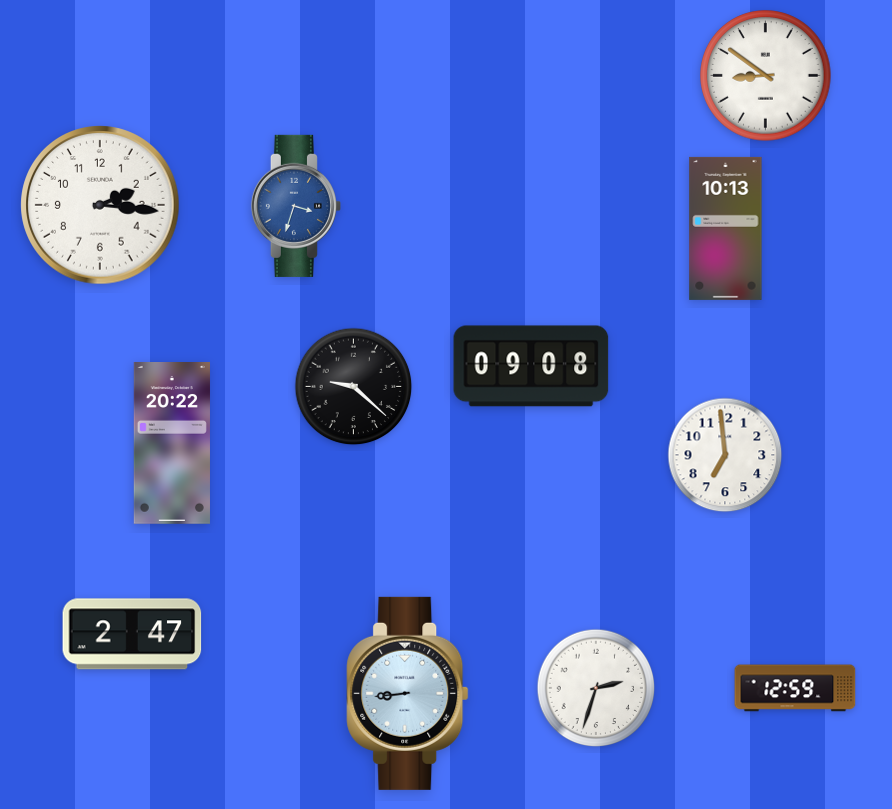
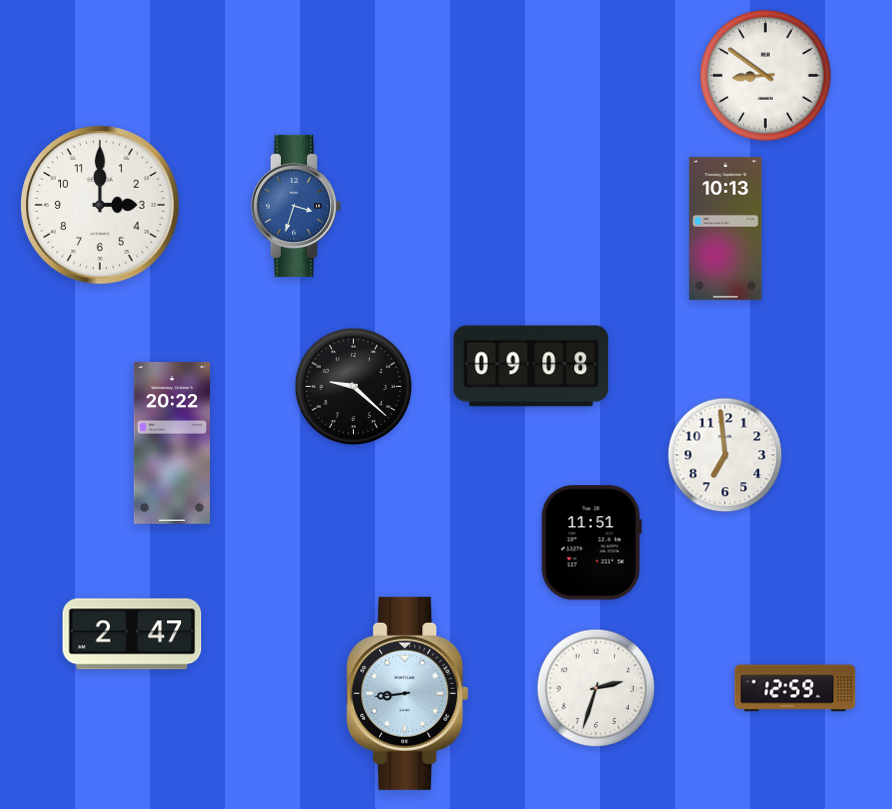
clock at (100, 205): 2:16 -> 3:00
clock at (591, 543): none -> 11:51
